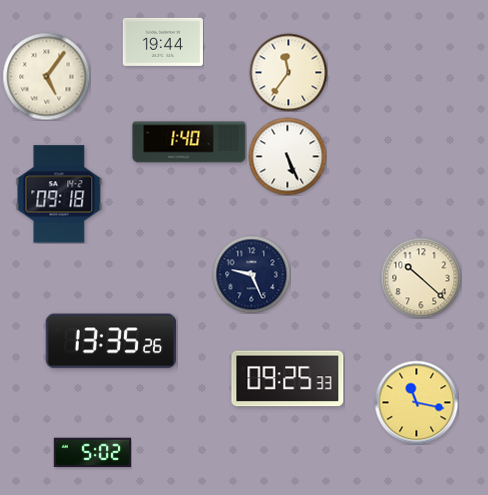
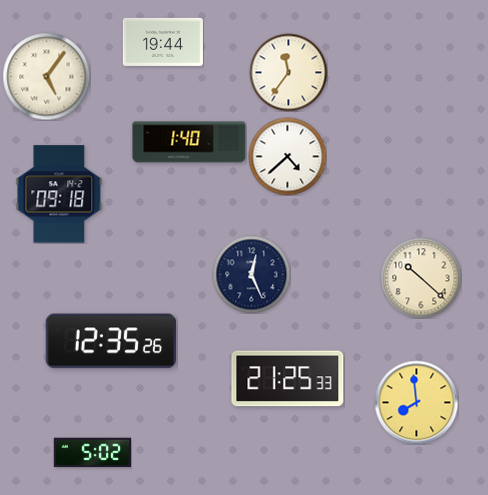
clock at (287, 156): 5:26 -> 4:38
clock at (251, 274): 9:26 -> 12:26
clock at (110, 341): 13:35 -> 12:35
clock at (288, 379): 09:25 -> 21:25
clock at (416, 402): 11:17 -> 7:59
